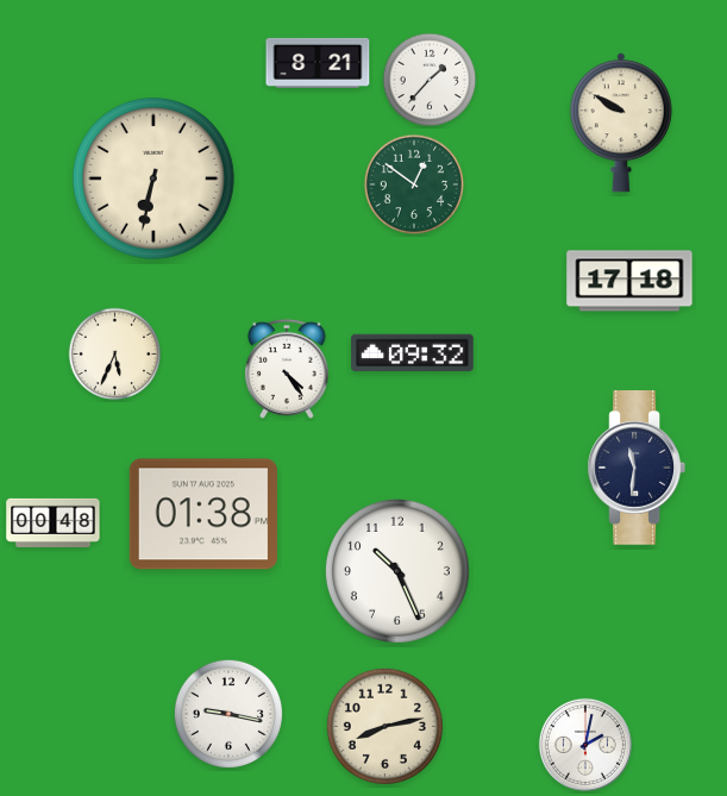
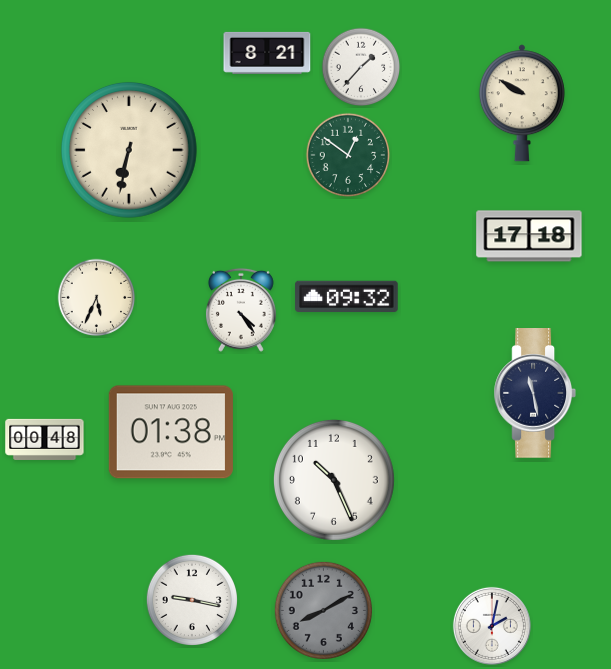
clock at (635, 469): 11:31 -> 11:28
clock at (384, 726): 8:13 -> 8:10
clock at (384, 726) dial: cream -> grey
